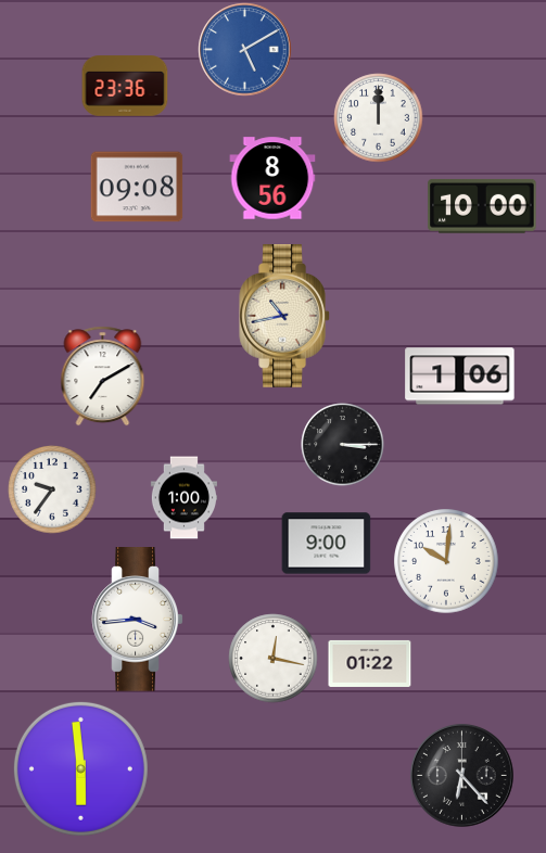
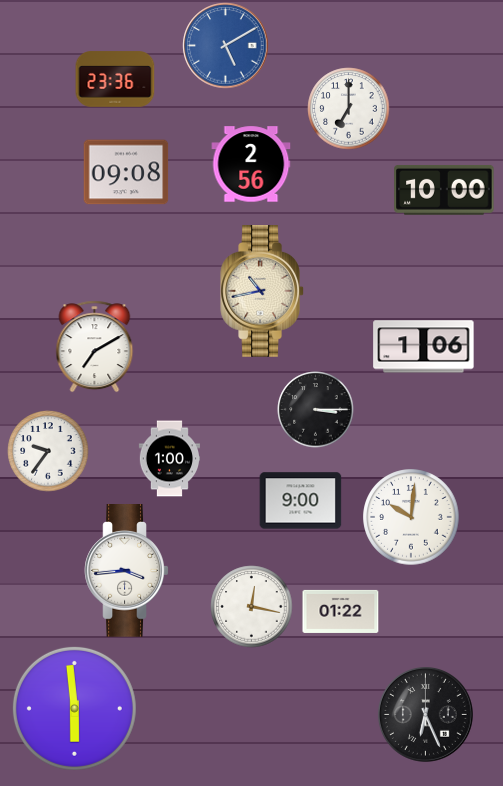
clock at (379, 118): 12:00 -> 7:00
clock at (272, 178): 8:56 -> 2:56
clock at (461, 775): 6:23 -> 6:26
